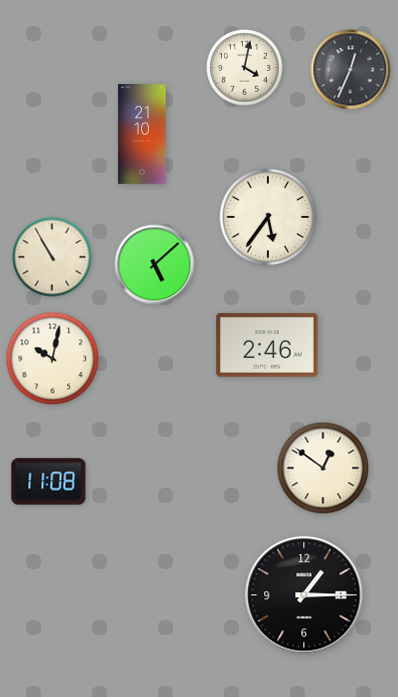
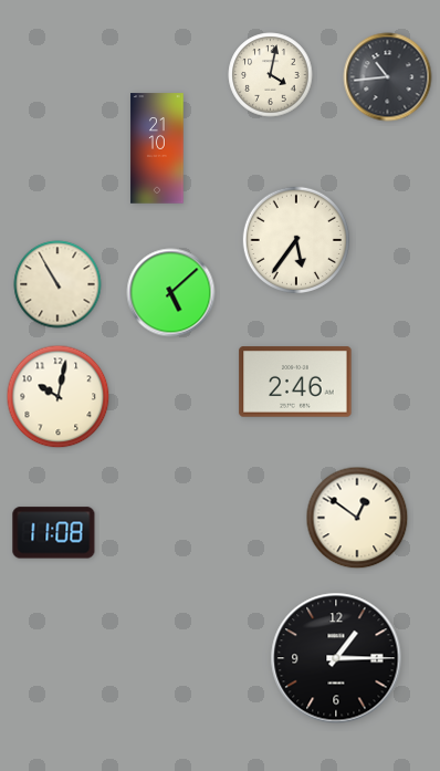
clock at (351, 70): 12:34 -> 10:44
